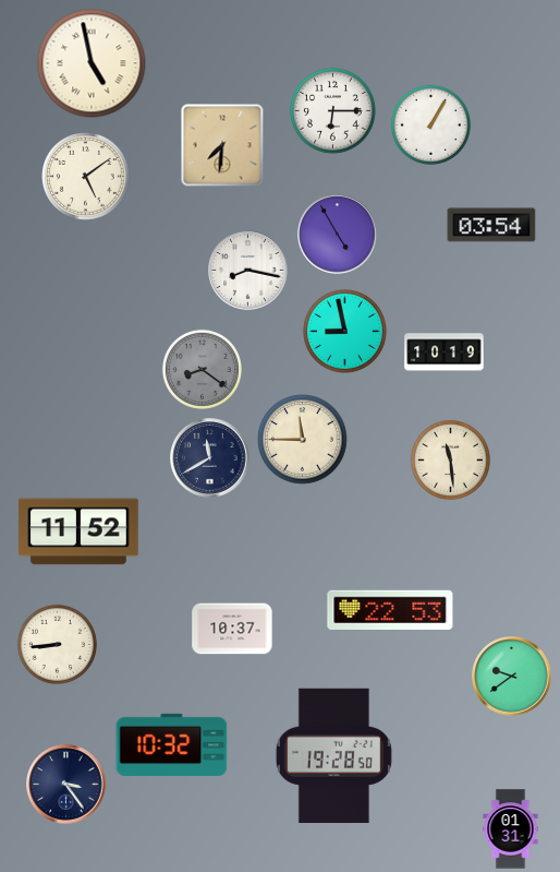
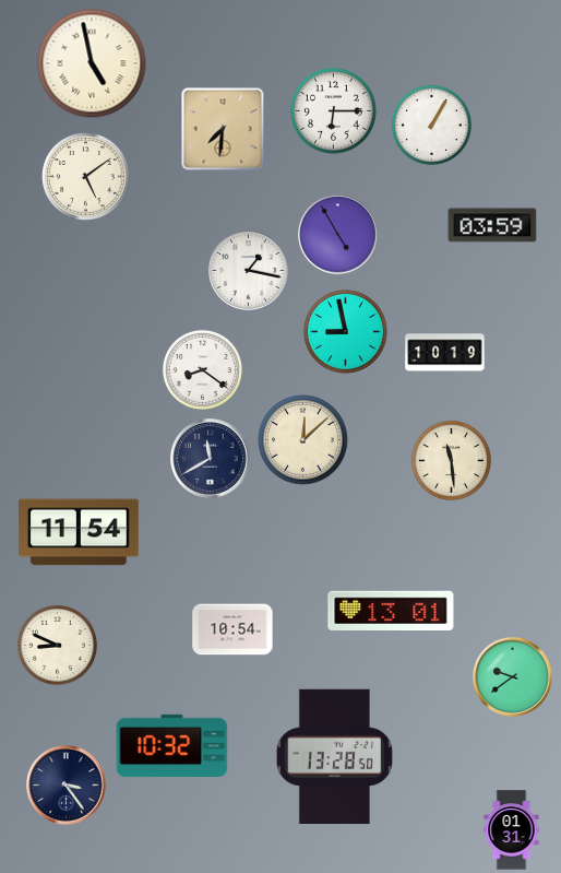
clock at (222, 145) position: (222, 145) -> (223, 129)
clock at (491, 225): 03:54 -> 03:59
clock at (248, 271): 8:17 -> 1:17
clock at (202, 369) dial: grey -> white
clock at (303, 440): 11:45 -> 12:08
clock at (78, 531): 11:52 -> 11:54
clock at (390, 609): 22:53 -> 13:01
clock at (232, 629): 10:37 -> 10:54
clock at (57, 644): 8:44 -> 8:49
clock at (333, 756): 19:28 -> 13:28
